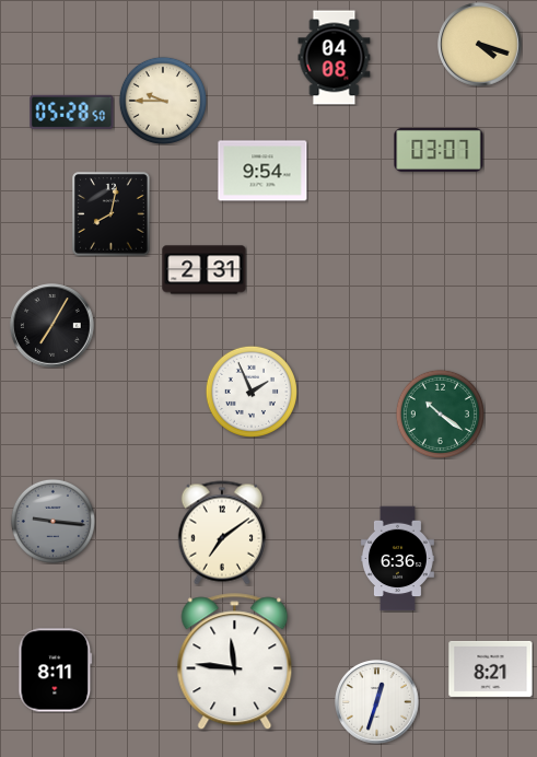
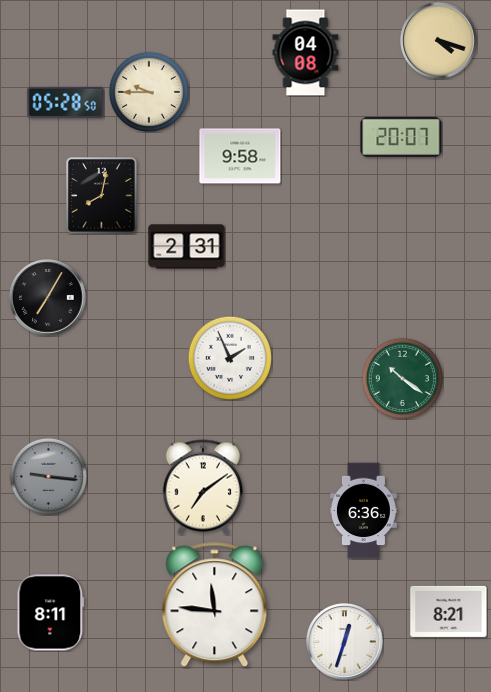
clock at (439, 150): 03:07 -> 20:07
clock at (262, 171): 9:54 -> 9:58
